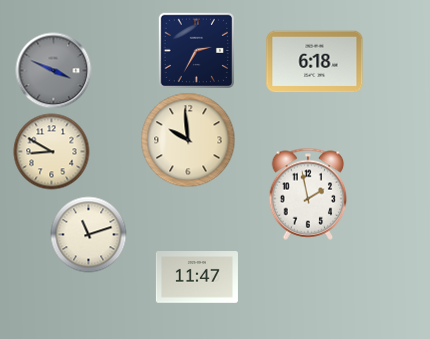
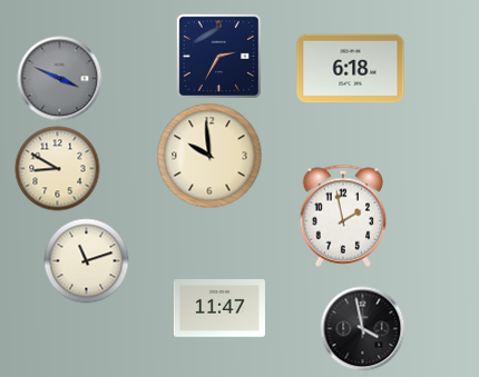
clock at (89, 235) position: (89, 235) -> (87, 261)
clock at (363, 329): none -> 3:58
